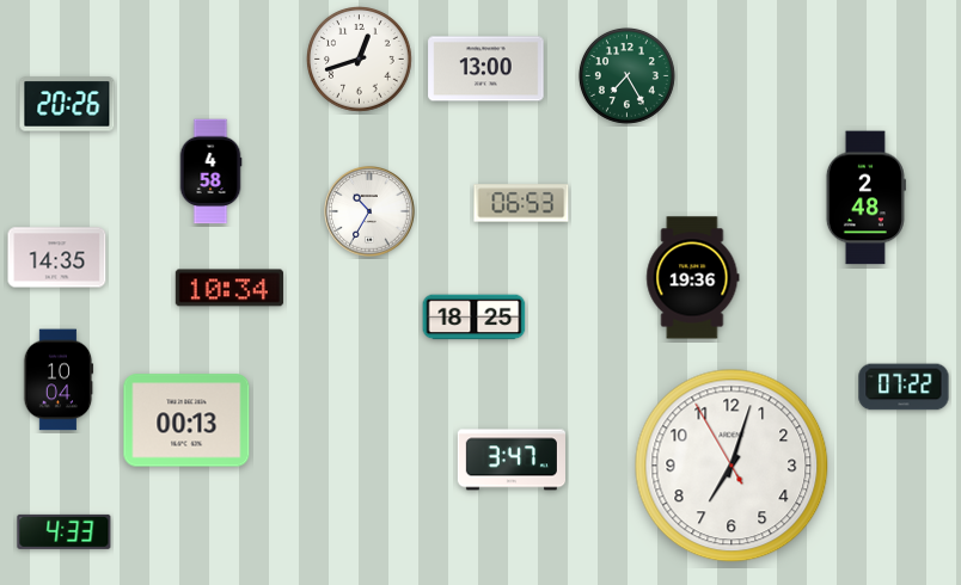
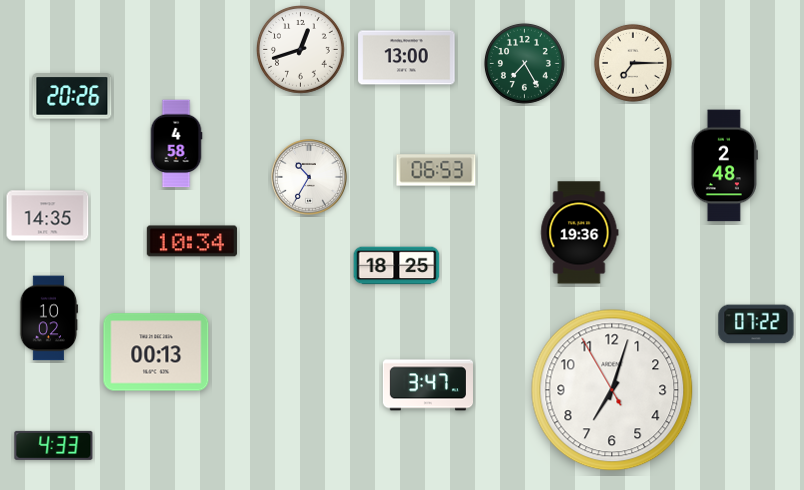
clock at (633, 63): none -> 7:15
clock at (67, 104) position: (67, 104) -> (72, 96)
clock at (59, 380): 10:04 -> 10:02
